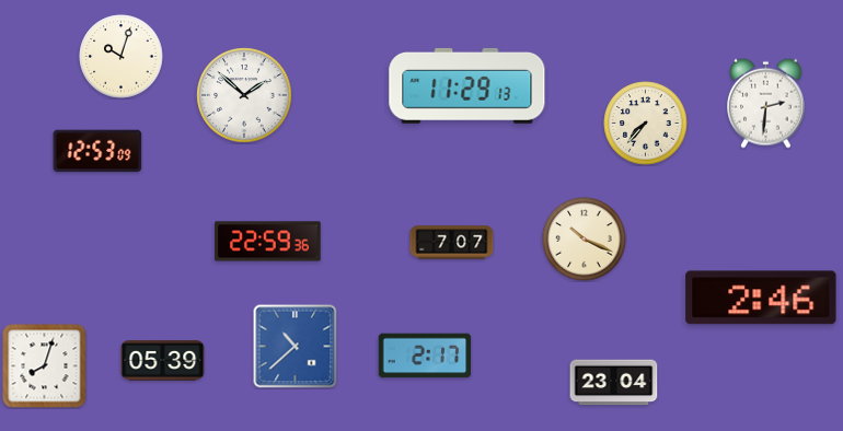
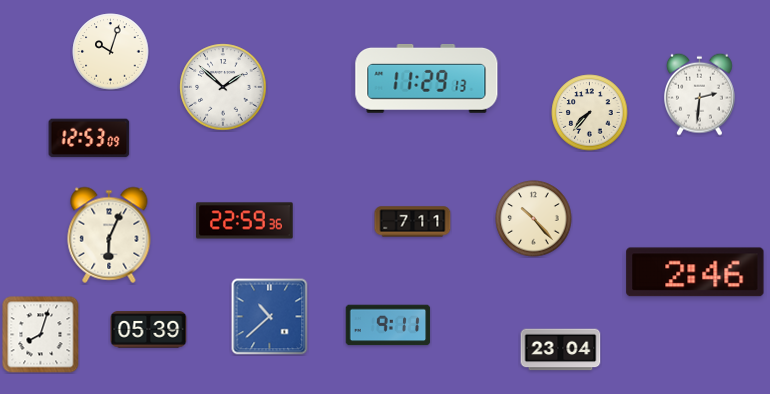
clock at (585, 240): 10:19 -> 10:23
clock at (452, 243): 7:07 -> 7:11
clock at (109, 235): none -> 6:04
clock at (425, 356): 2:17 -> 9:11
